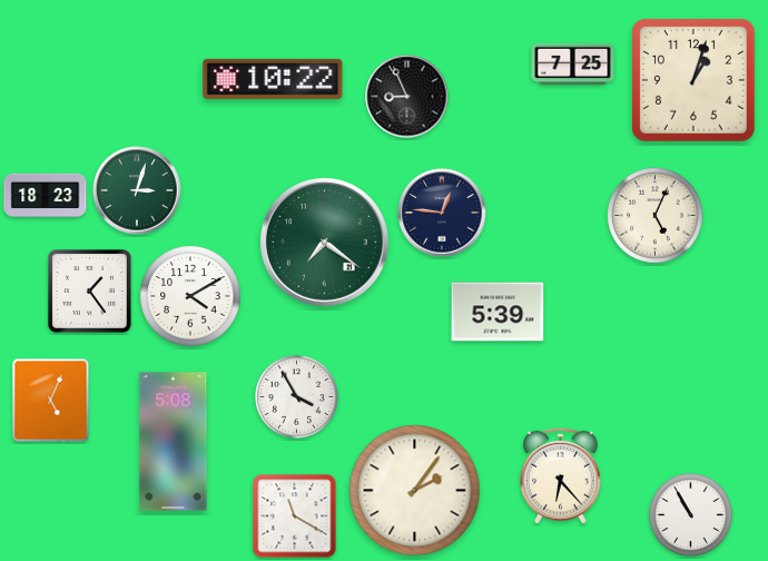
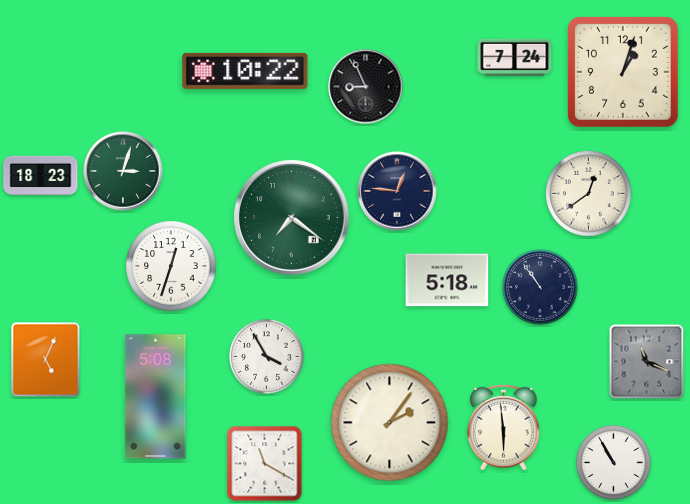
clock at (573, 63): 7:25 -> 7:24
clock at (656, 216): 5:04 -> 12:39
clock at (89, 291): 1:24 -> none
clock at (190, 296): 4:10 -> 12:33
clock at (498, 312): 5:39 -> 5:18
clock at (540, 287): none -> 10:54
clock at (647, 362): none -> 11:19
clock at (561, 475): 6:23 -> 5:59
clock at (415, 491) position: (415, 491) -> (390, 423)
clock at (691, 515) position: (691, 515) -> (614, 463)
